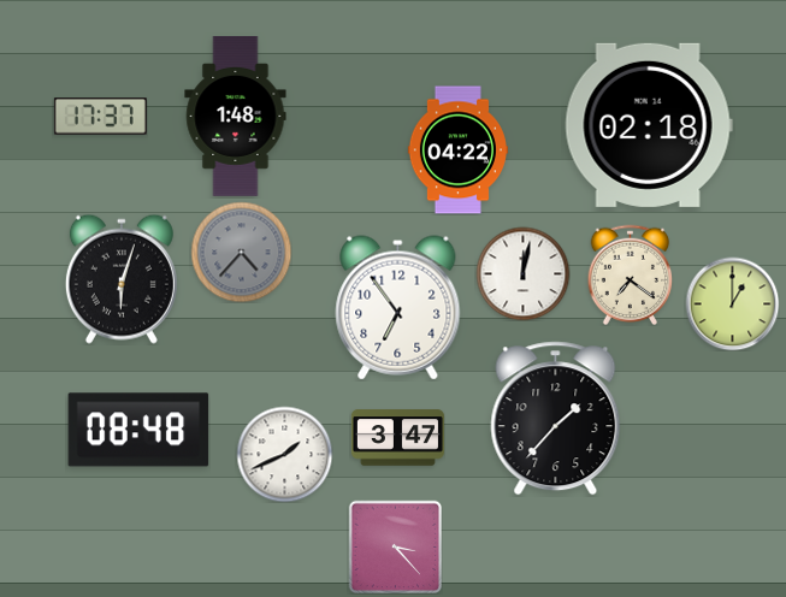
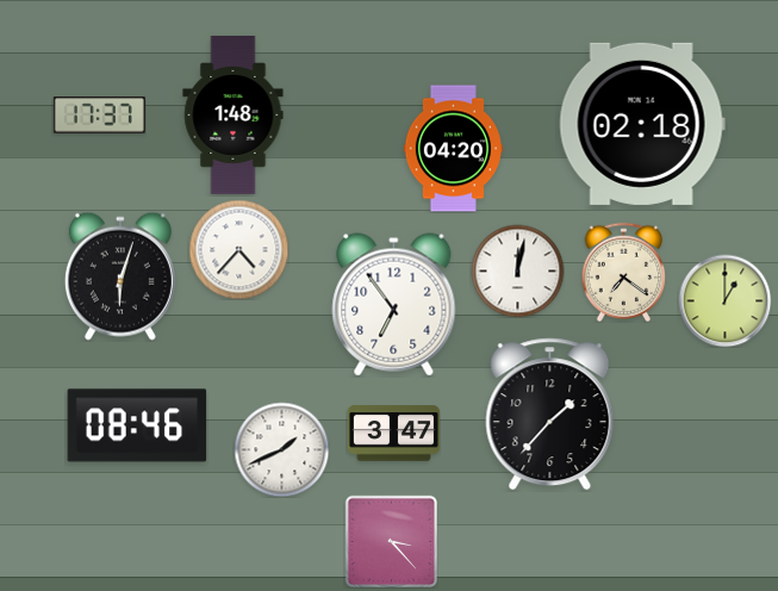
clock at (457, 150): 04:22 -> 04:20
clock at (241, 252) dial: grey -> white
clock at (138, 430): 08:48 -> 08:46
